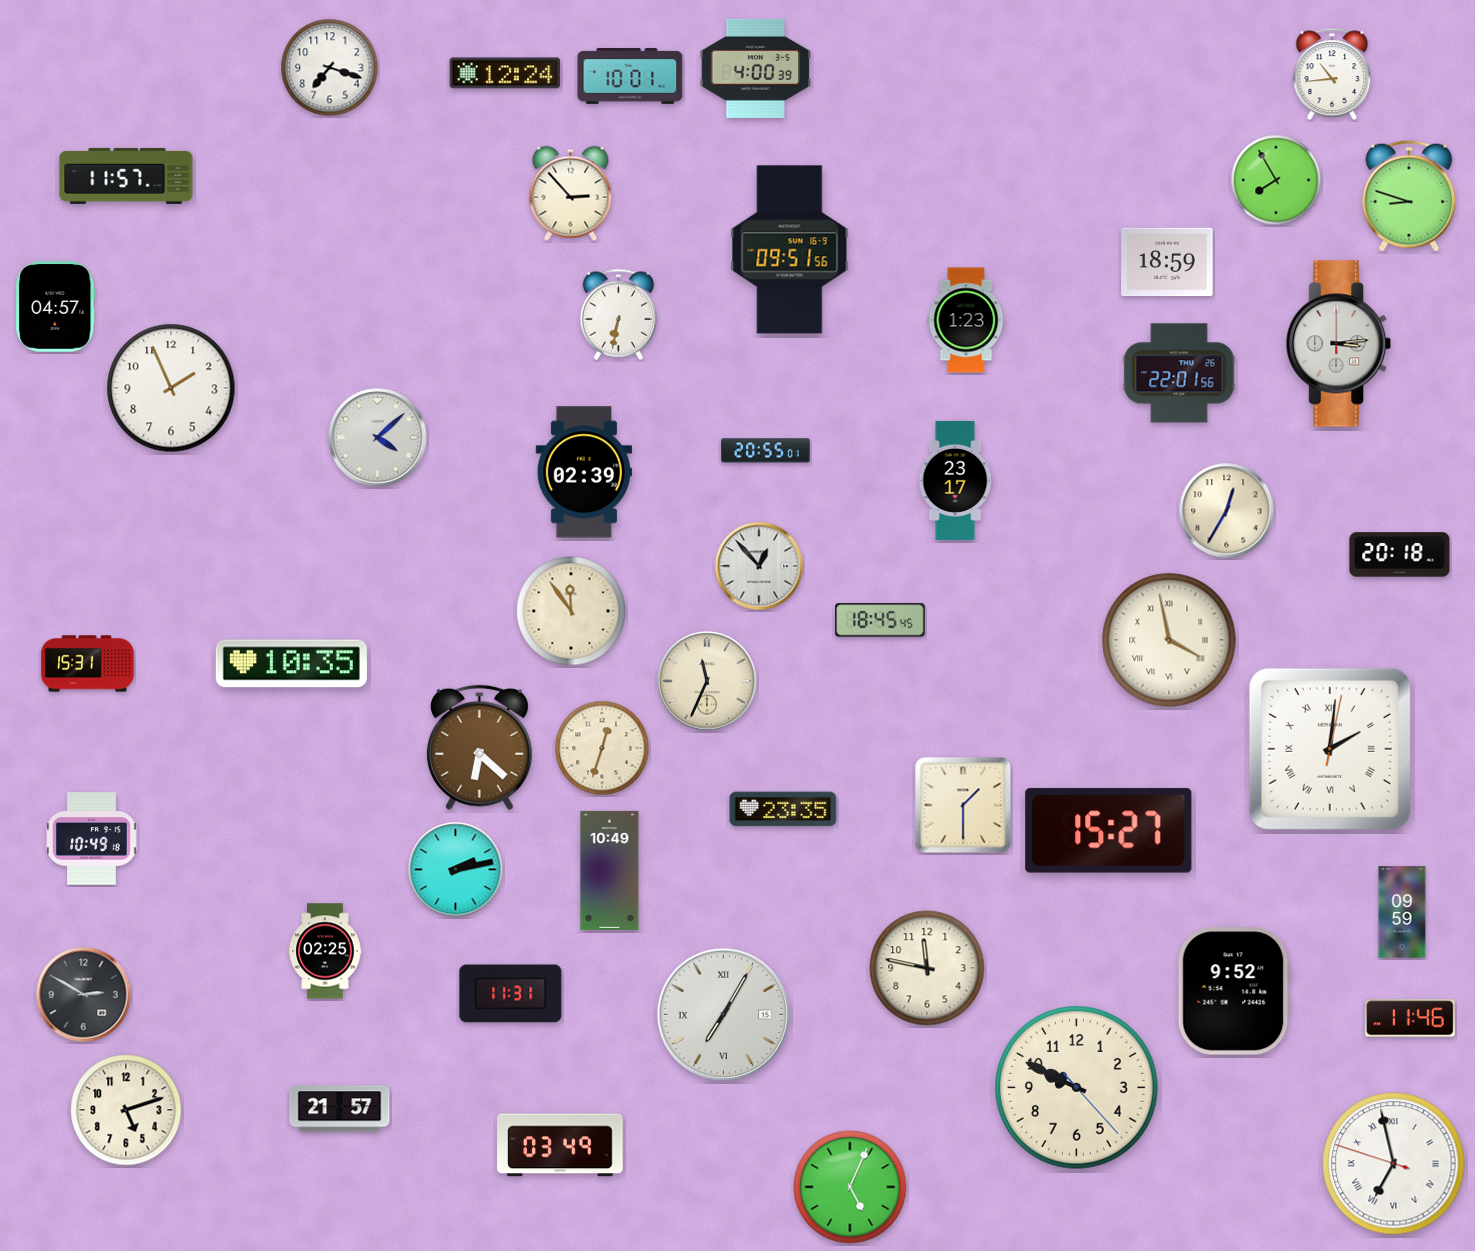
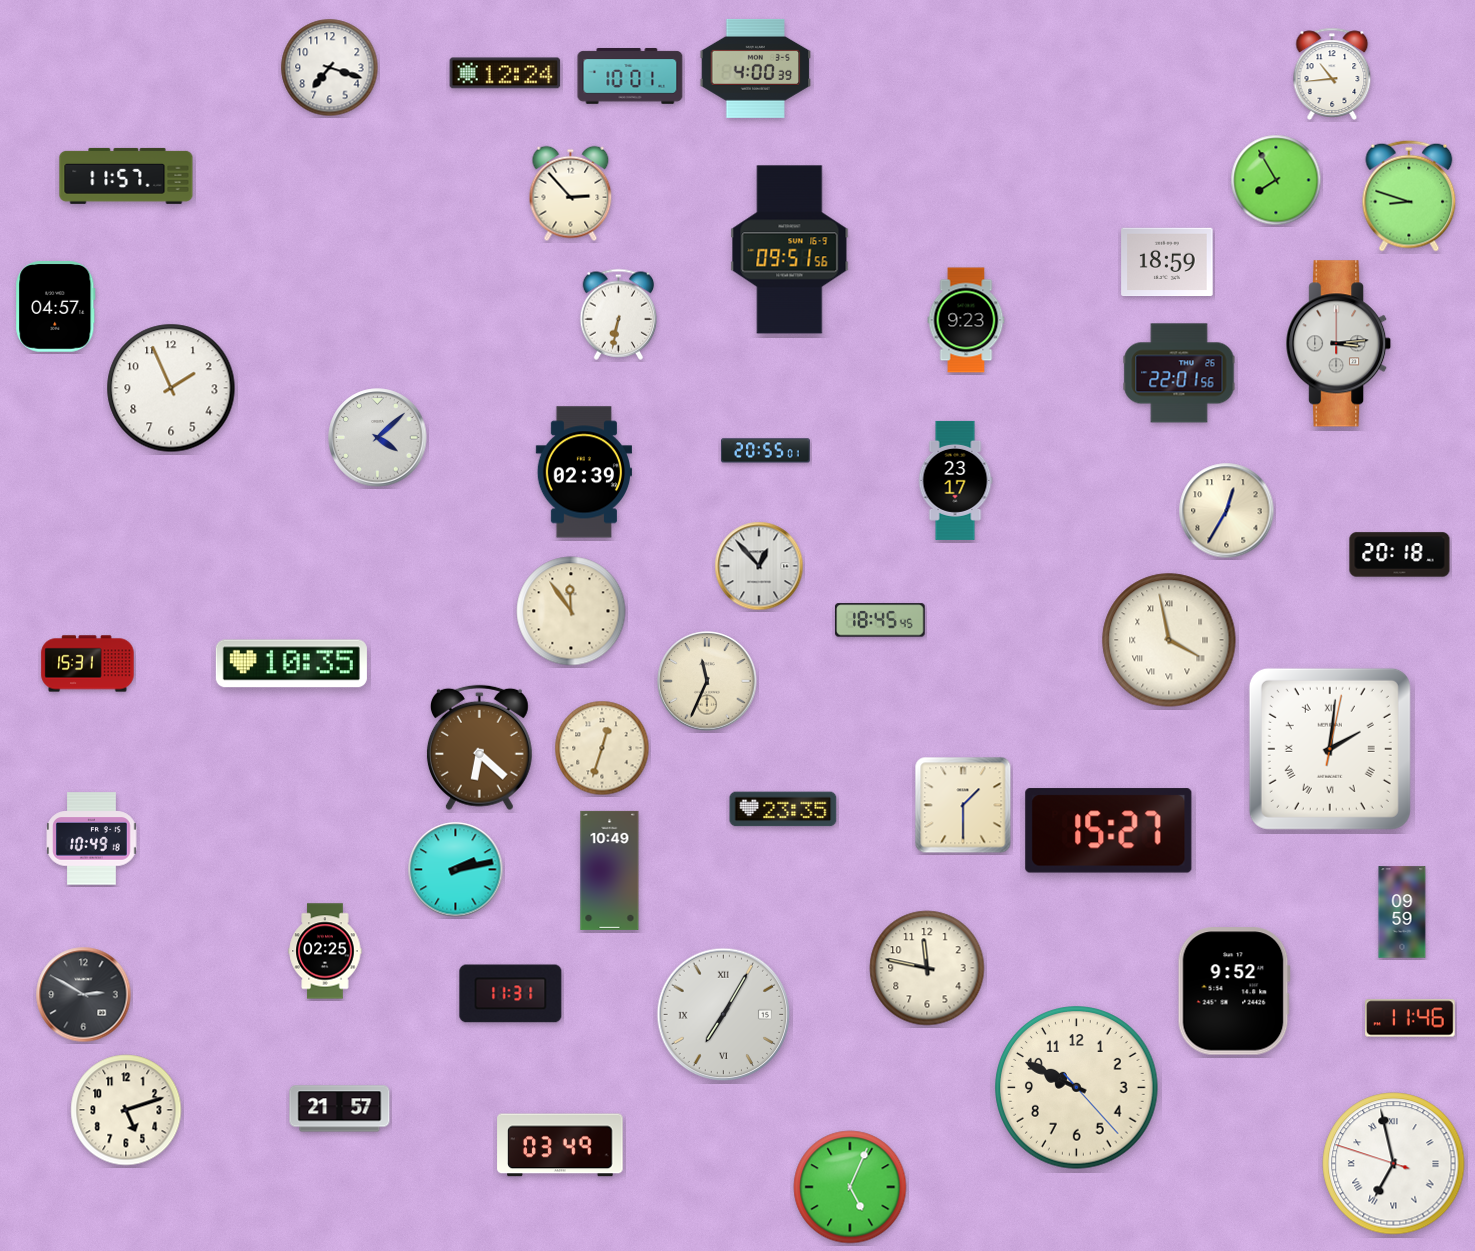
clock at (966, 320): 1:23 -> 9:23
